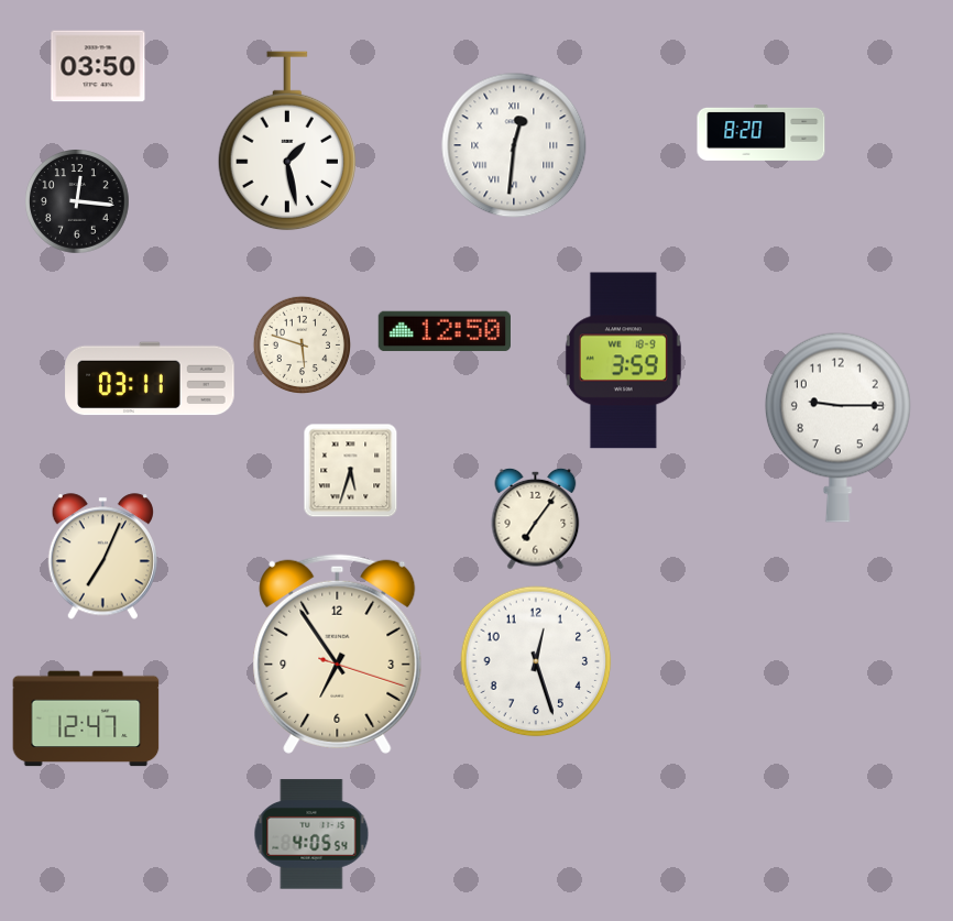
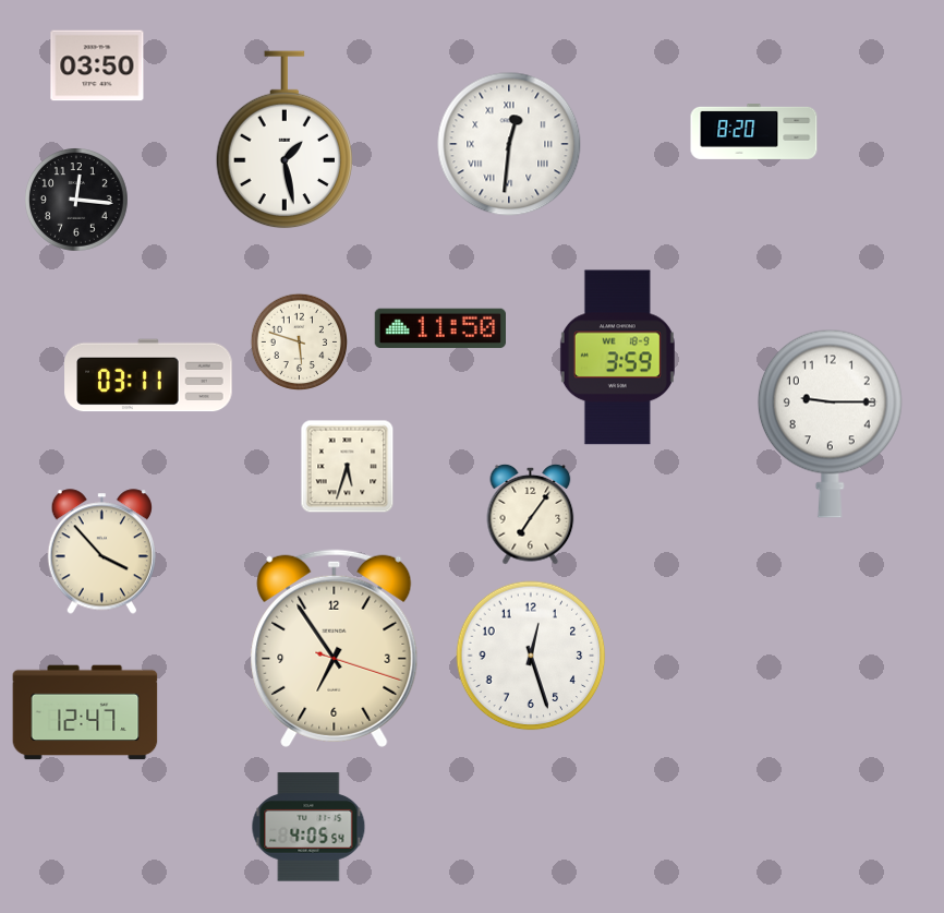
clock at (443, 331): 12:50 -> 11:50
clock at (102, 557): 7:04 -> 3:53
